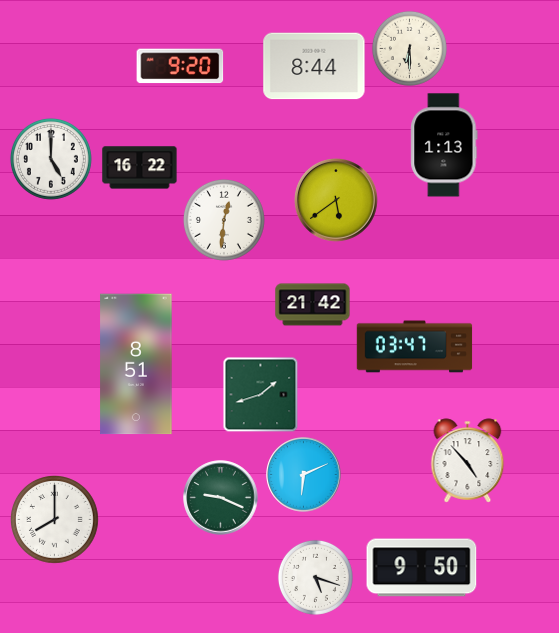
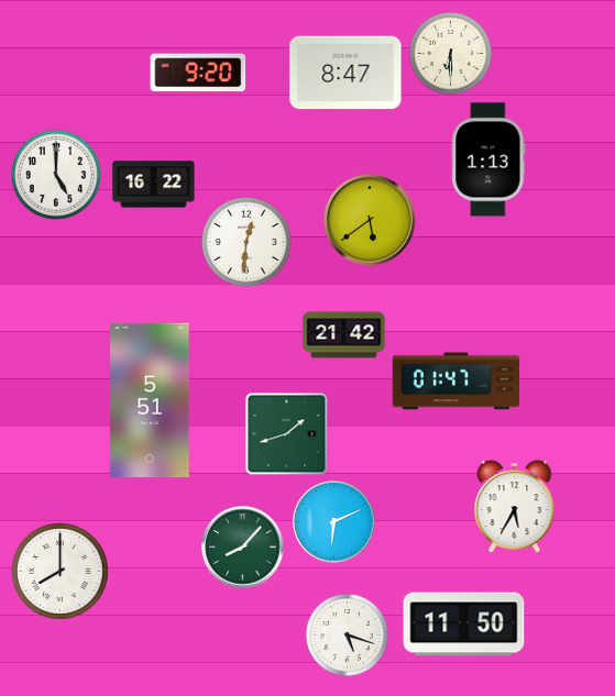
clock at (314, 66): 8:44 -> 8:47
clock at (415, 347): 03:47 -> 01:47
clock at (136, 364): 8:51 -> 5:51
clock at (468, 461): 4:53 -> 5:35
clock at (221, 498): 9:19 -> 8:07
clock at (422, 568): 9:50 -> 11:50
